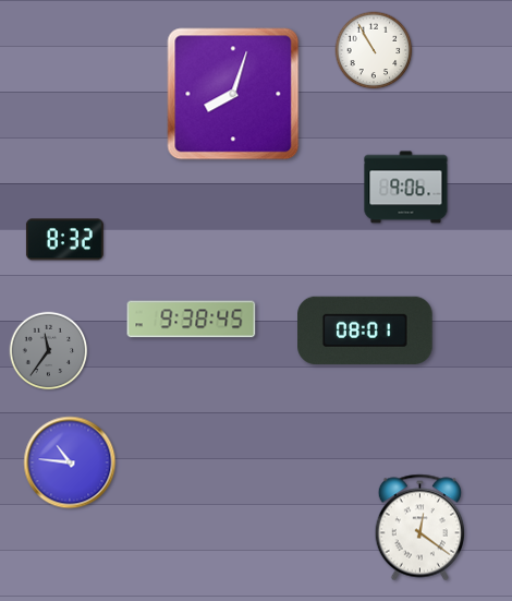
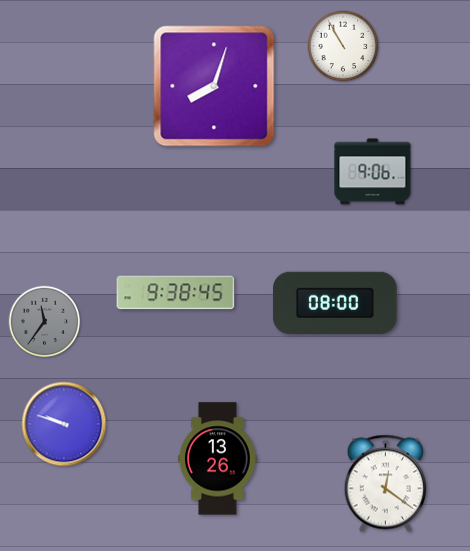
clock at (64, 240): 8:32 -> none
clock at (365, 330): 08:01 -> 08:00
clock at (70, 462): 10:46 -> 9:48
clock at (218, 459): none -> 13:26
